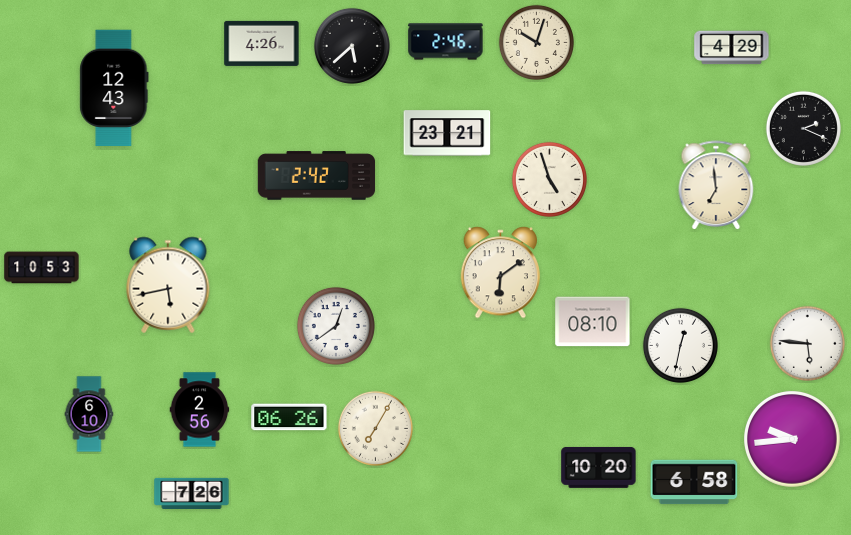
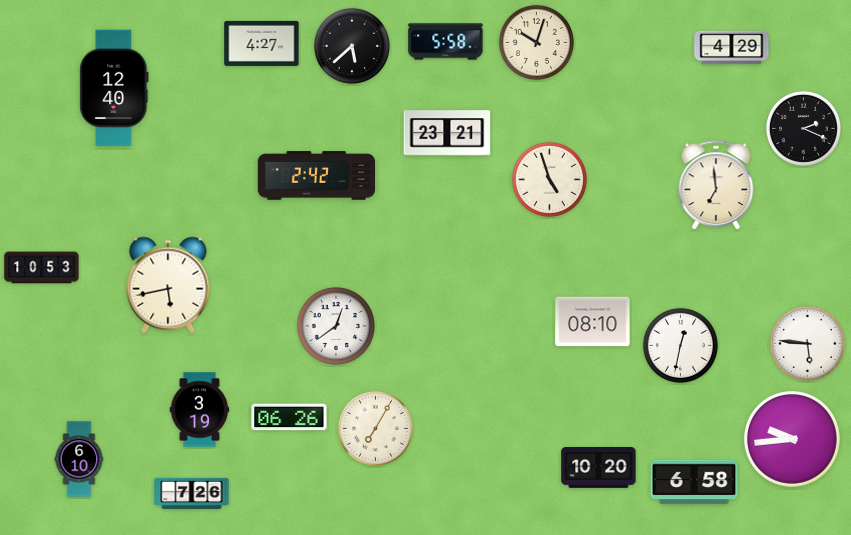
clock at (446, 42): 2:46 -> 5:58
clock at (262, 43): 4:26 -> 4:27
clock at (114, 88): 12:43 -> 12:40
clock at (501, 273): 6:09 -> none
clock at (200, 410): 2:56 -> 3:19
clock at (89, 414) position: (89, 414) -> (79, 459)
